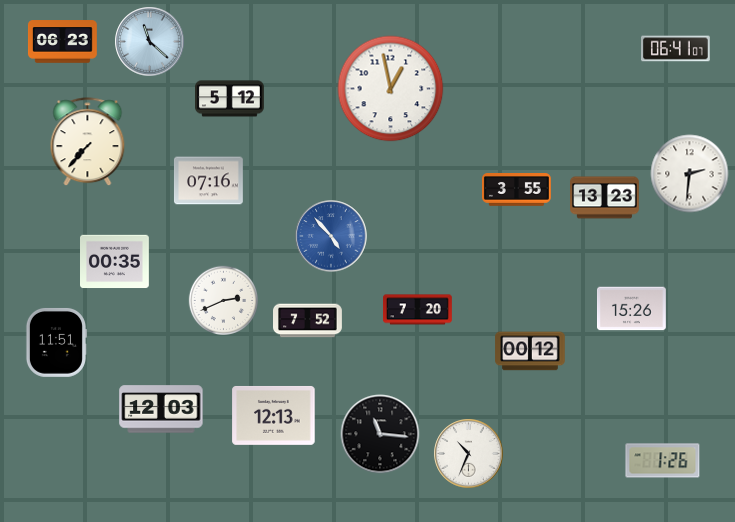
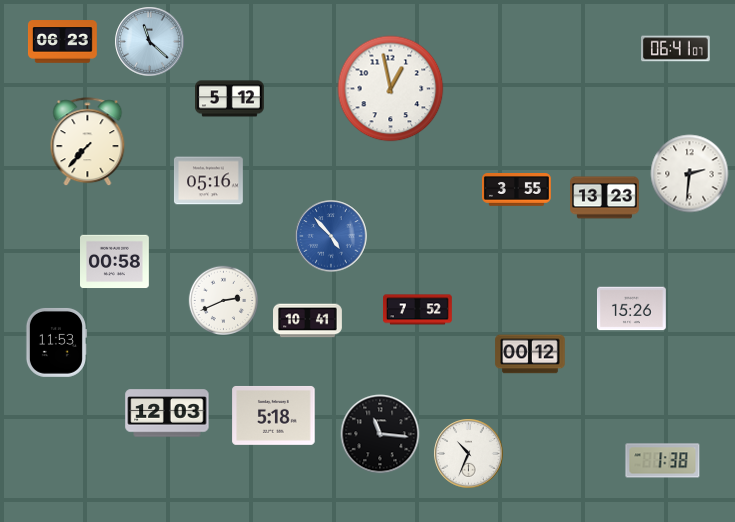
clock at (208, 181): 07:16 -> 05:16
clock at (115, 262): 00:35 -> 00:58
clock at (418, 310): 7:20 -> 7:52
clock at (308, 321): 7:52 -> 10:41
clock at (56, 342): 11:51 -> 11:53
clock at (530, 351) position: (530, 351) -> (530, 354)
clock at (161, 409) position: (161, 409) -> (167, 413)
clock at (274, 415): 12:13 -> 5:18
clock at (663, 461): 1:26 -> 1:38
